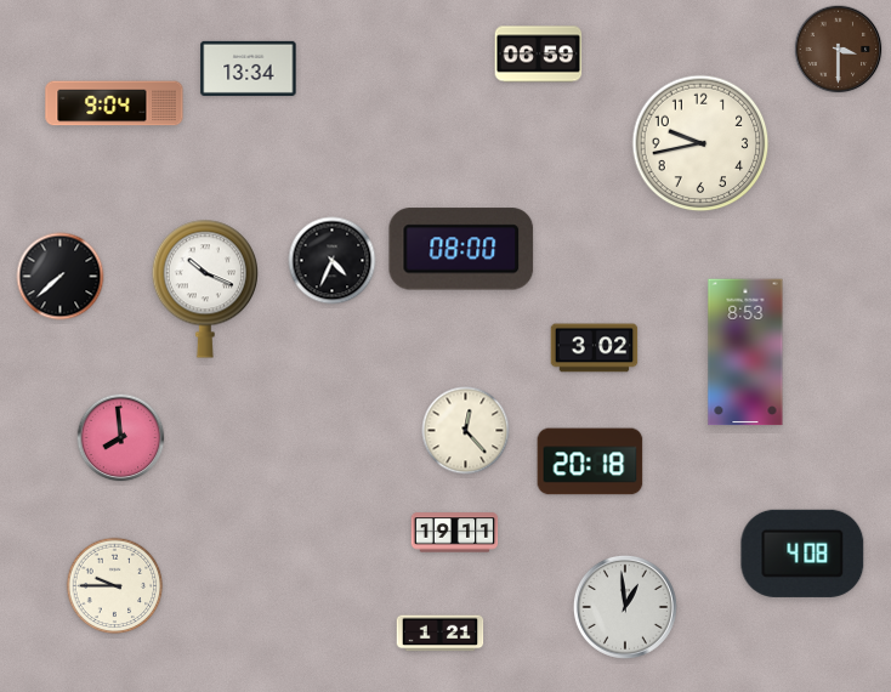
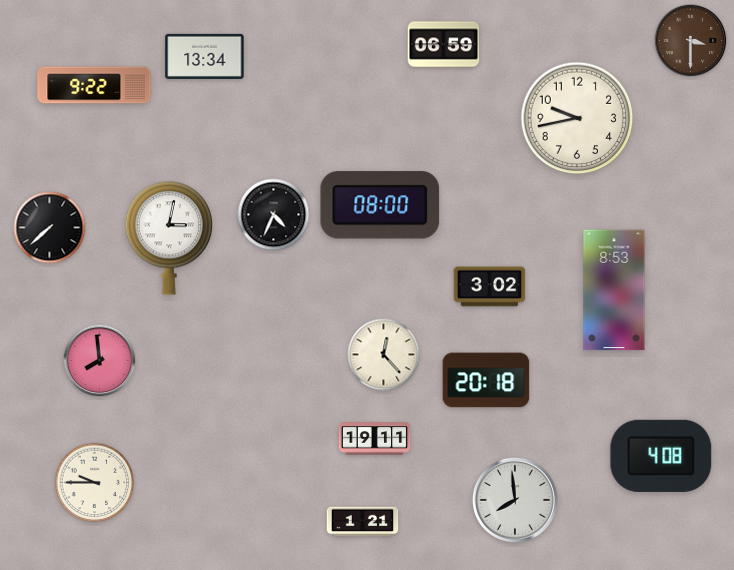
clock at (114, 103): 9:04 -> 9:22
clock at (204, 289): 10:19 -> 3:02
clock at (625, 607): 12:59 -> 7:59
